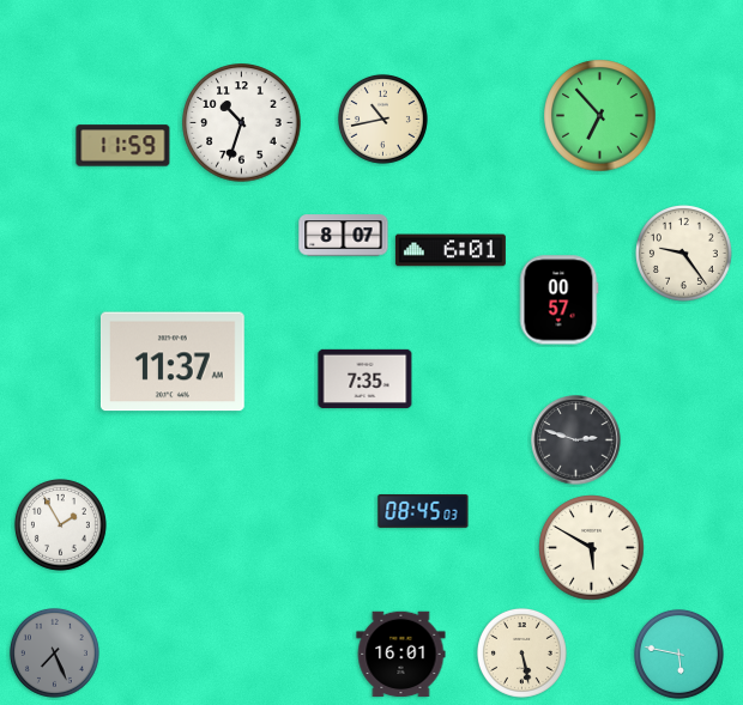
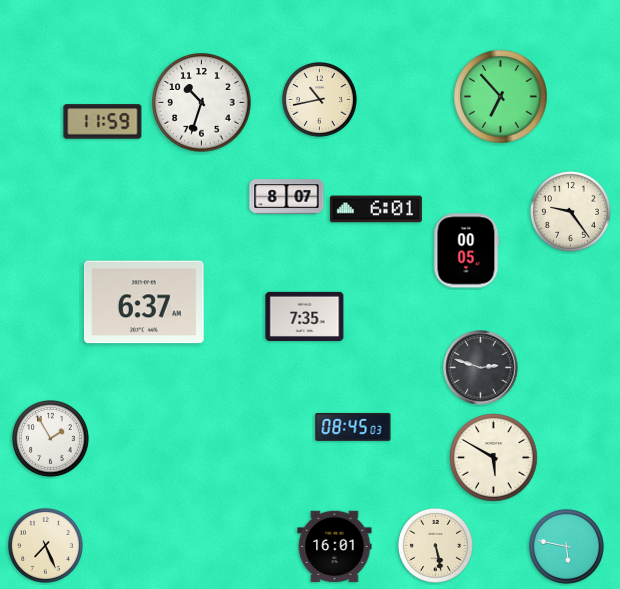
clock at (560, 300): 00:57 -> 00:05
clock at (173, 361): 11:37 -> 6:37
clock at (54, 652) dial: grey -> cream
